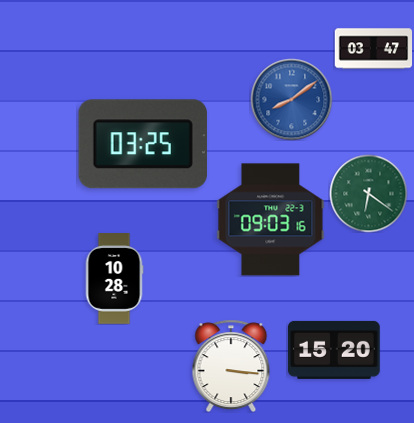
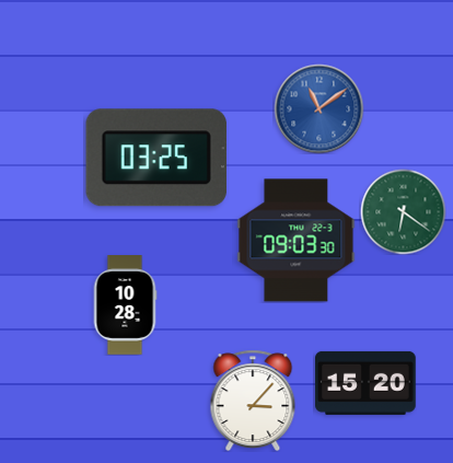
clock at (373, 49): 03:47 -> none
clock at (291, 99): 8:09 -> 11:09
clock at (271, 220): 09:03:16 -> 09:03:30
clock at (231, 366): 3:16 -> 3:07
